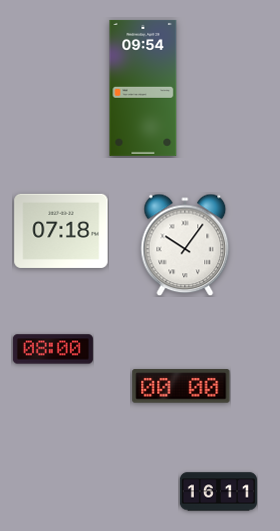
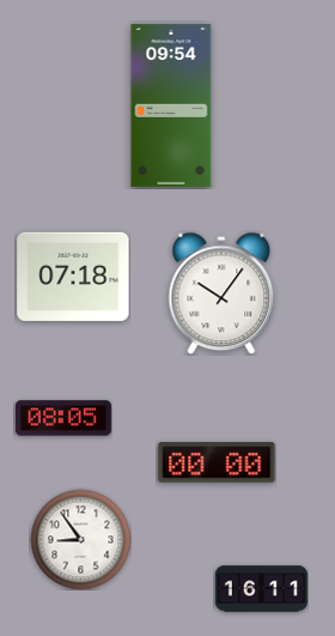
clock at (53, 349): 08:00 -> 08:05
clock at (80, 539): none -> 8:54
